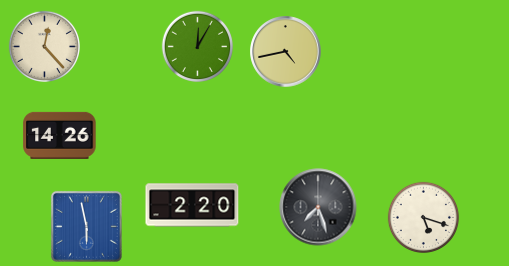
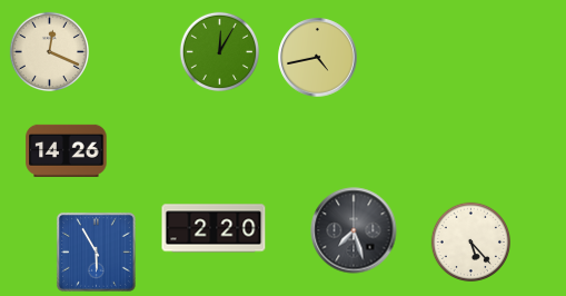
clock at (44, 46): 12:23 -> 12:19
clock at (423, 217): 5:18 -> 5:23
clock at (86, 226): 5:58 -> 5:55
